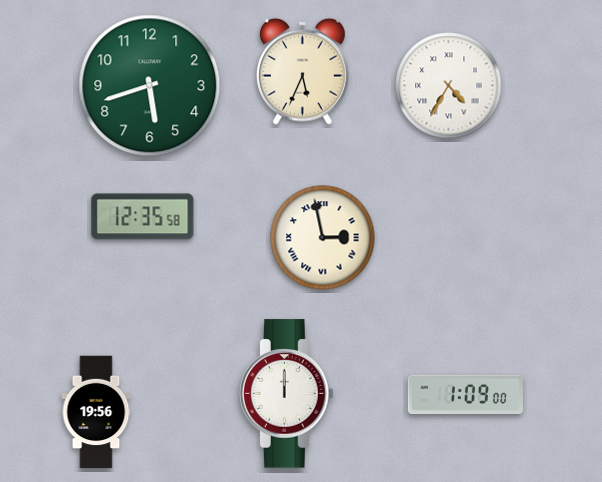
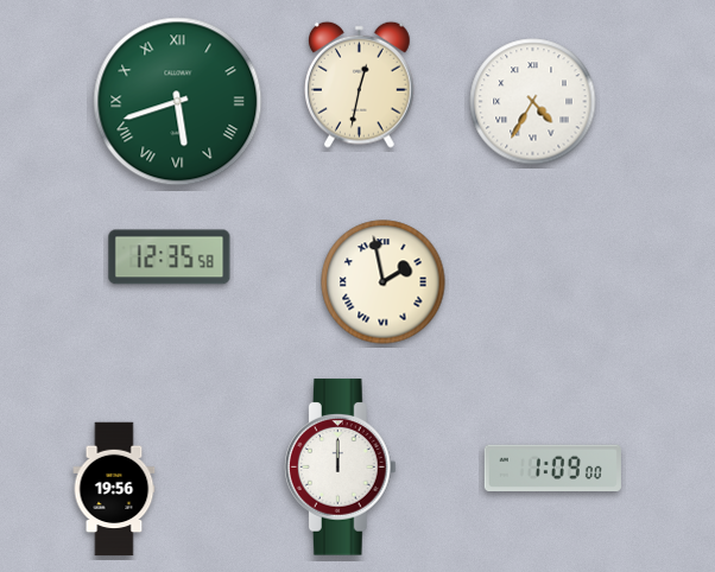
clock at (303, 71): 5:34 -> 12:32
clock at (150, 86) numerals: Arabic -> Roman
clock at (323, 238): 2:58 -> 1:58
